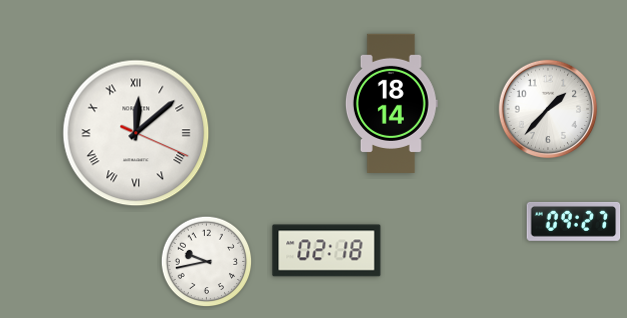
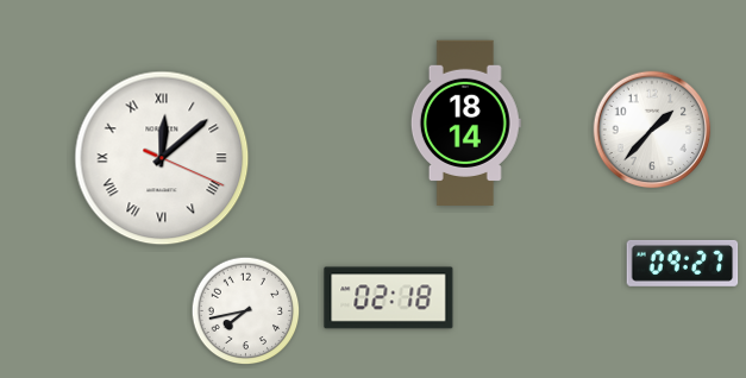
clock at (207, 262): 9:43 -> 7:43
